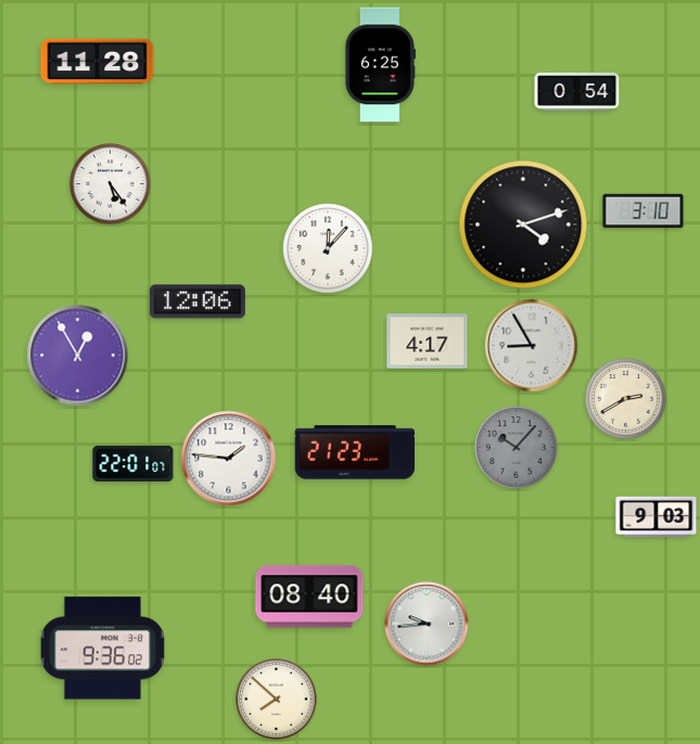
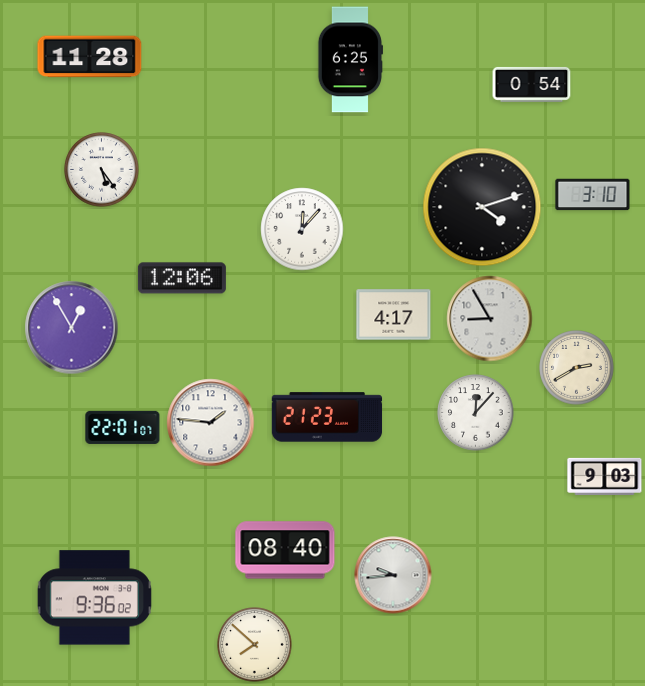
clock at (517, 448): 10:07 -> 12:07
clock at (517, 448) dial: grey -> white
